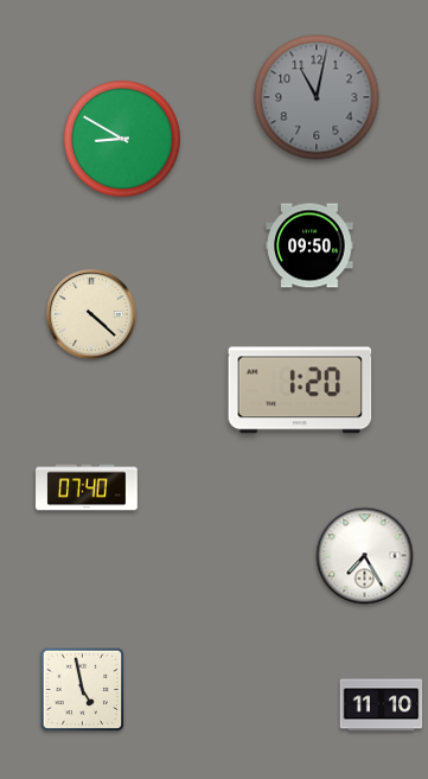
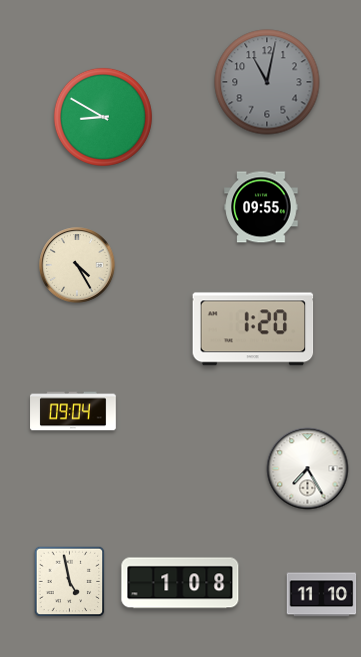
clock at (309, 245): 09:50 -> 09:55
clock at (91, 314): 4:22 -> 4:25
clock at (87, 487): 07:40 -> 09:04
clock at (180, 583): none -> 1:08
